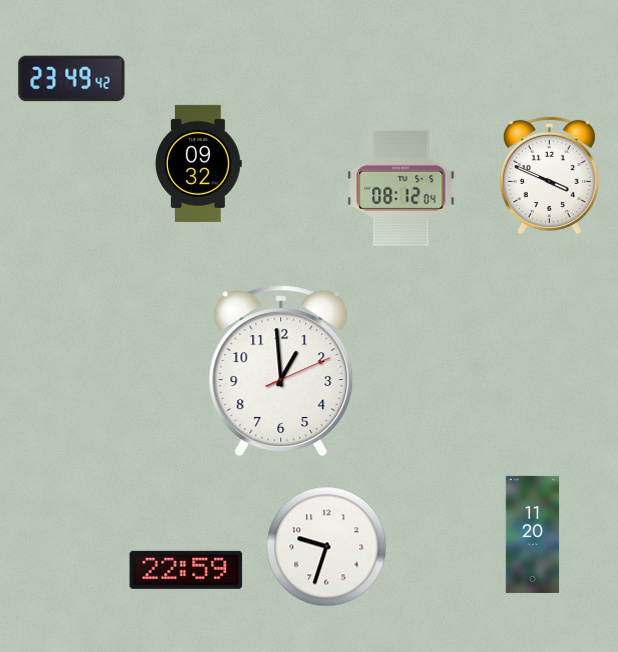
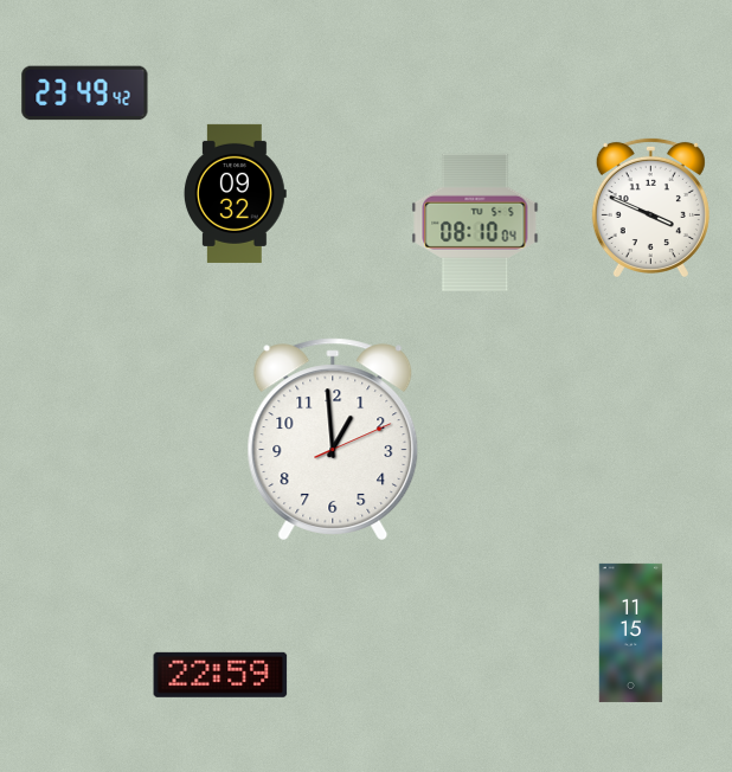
clock at (401, 188): 08:12 -> 08:10
clock at (533, 534): 11:20 -> 11:15
clock at (327, 547): 9:33 -> none
